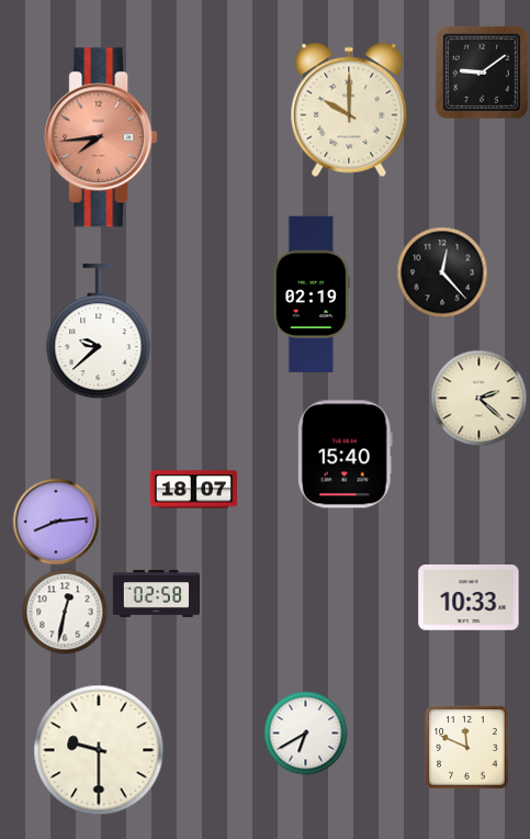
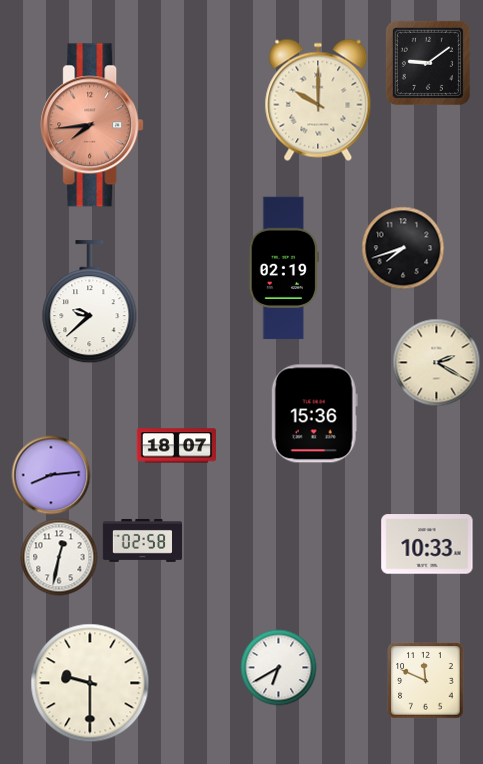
clock at (482, 72) position: (482, 72) -> (428, 63)
clock at (442, 272): 12:23 -> 7:42
clock at (480, 399): 2:22 -> 2:20
clock at (345, 455): 15:40 -> 15:36
